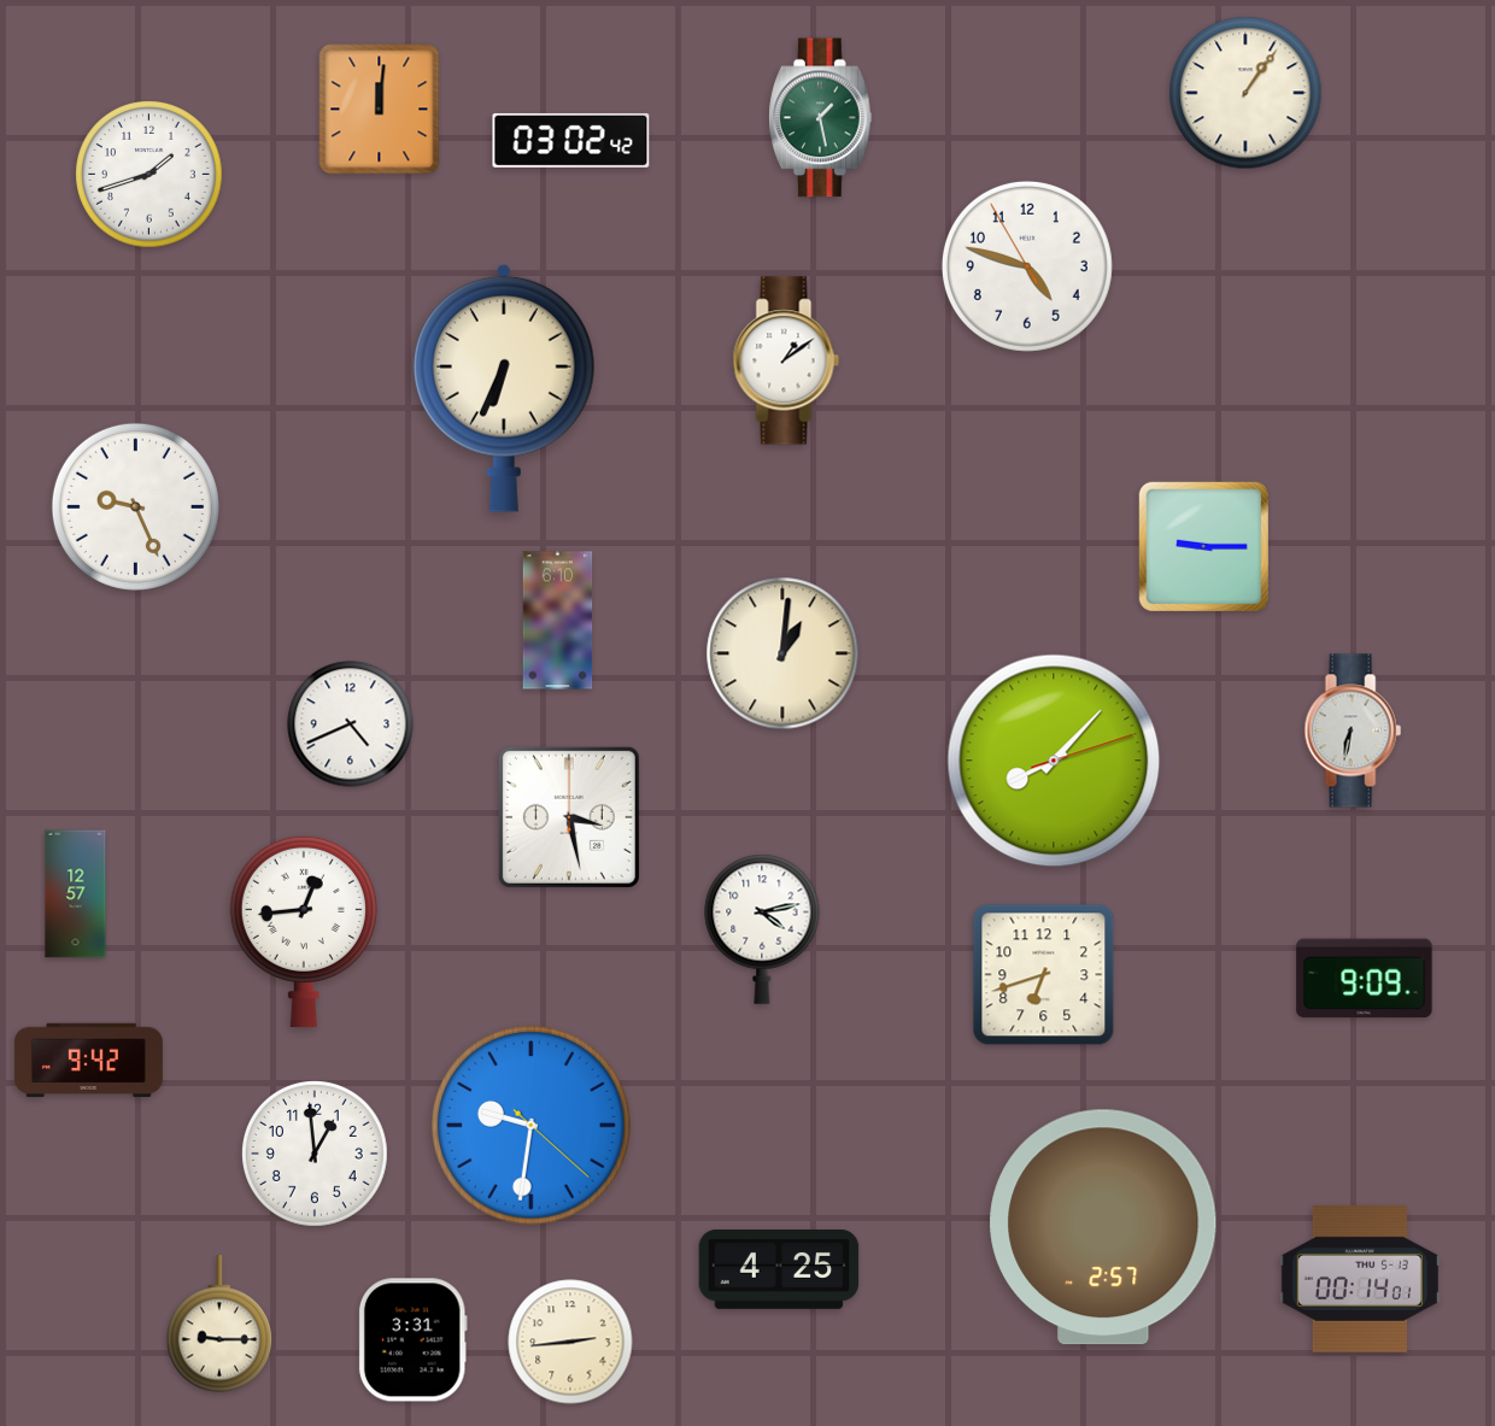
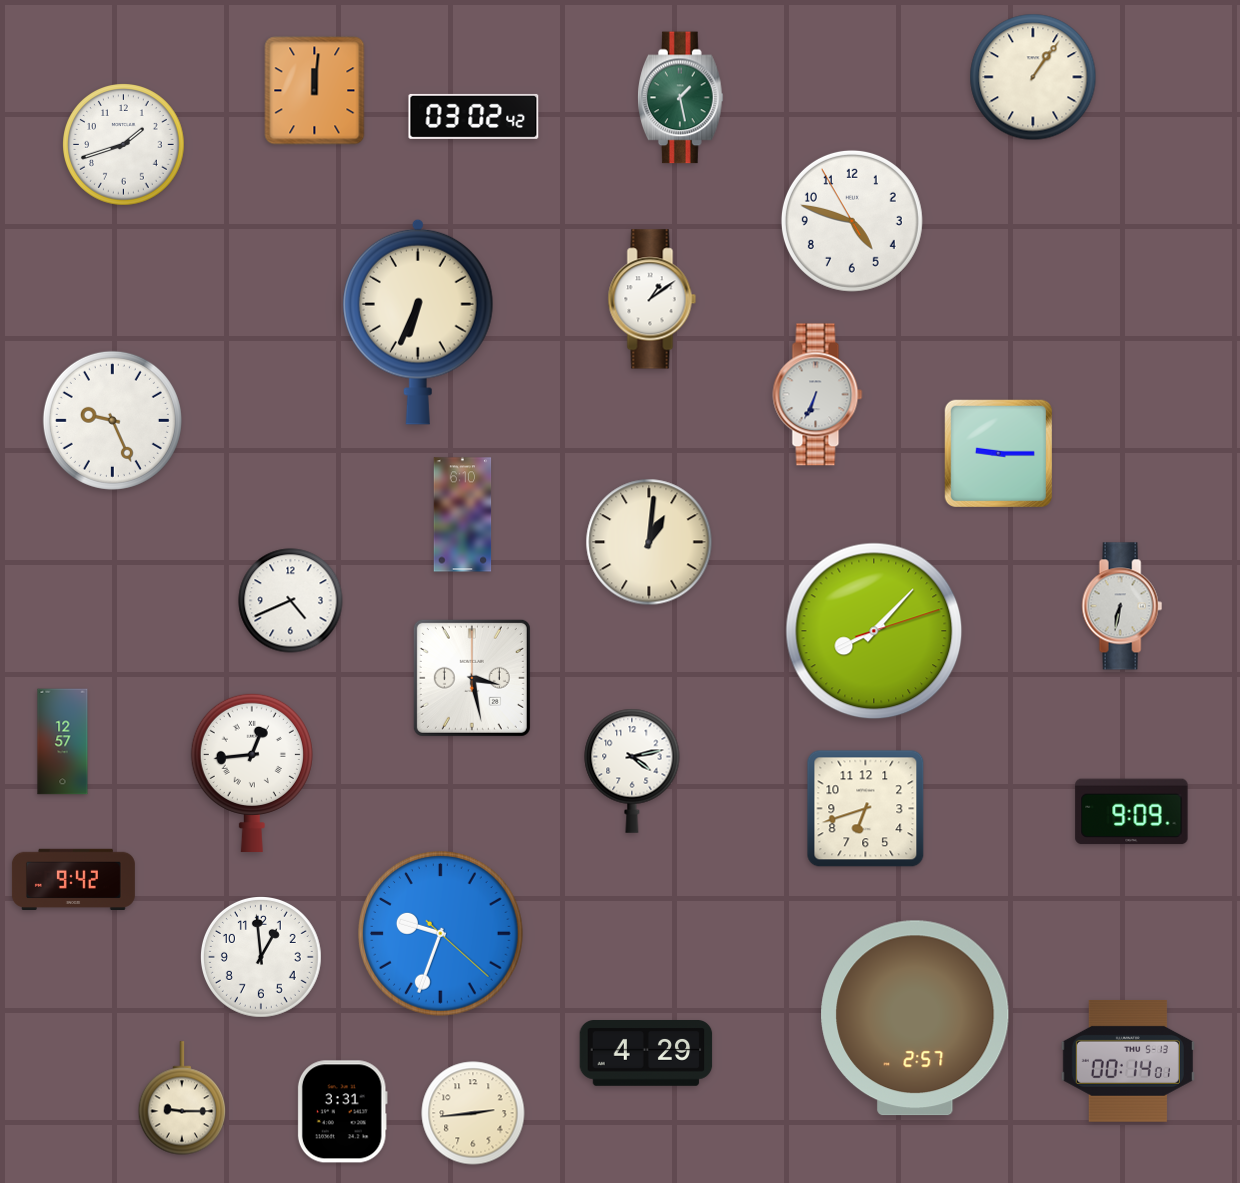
clock at (818, 395): none -> 6:34
clock at (532, 1126): 9:31 -> 9:33
clock at (779, 1271): 4:25 -> 4:29
